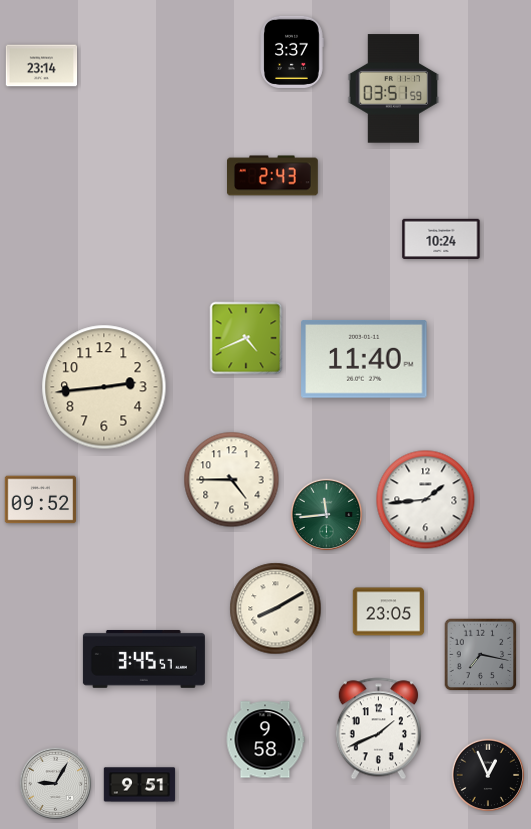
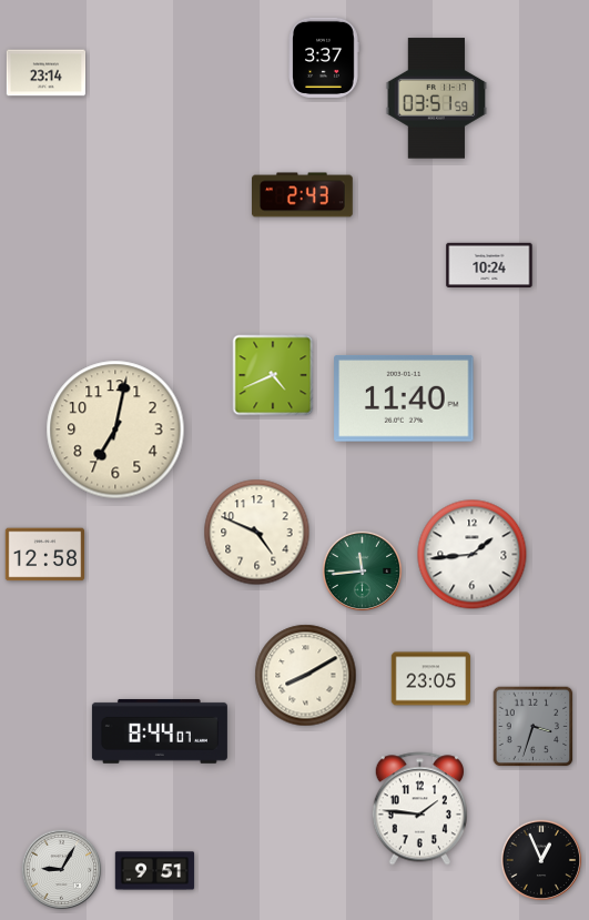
clock at (104, 387): 2:44 -> 7:02
clock at (232, 480): 4:45 -> 4:49
clock at (41, 500): 09:52 -> 12:58
clock at (481, 655): 7:17 -> 3:33
clock at (144, 659): 3:45 -> 8:44
clock at (378, 729): 1:41 -> 1:46
clock at (265, 740): 9:58 -> none
